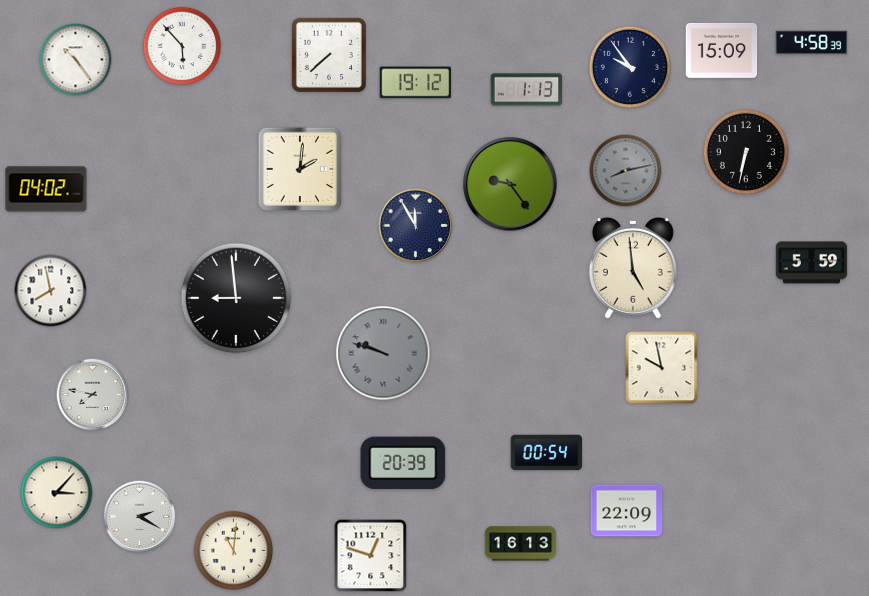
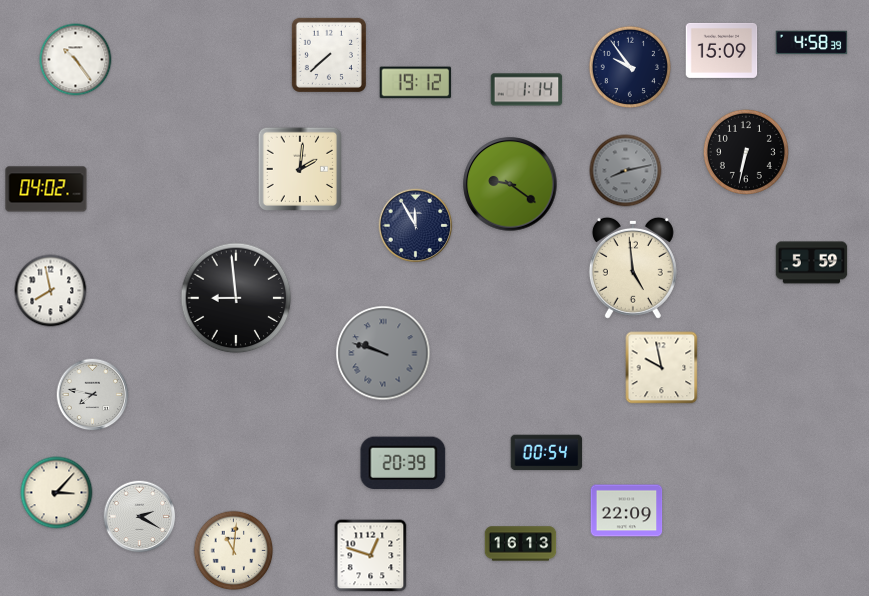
clock at (182, 46): 5:53 -> none
clock at (527, 90): 1:13 -> 1:14
clock at (510, 184): 9:24 -> 9:21
